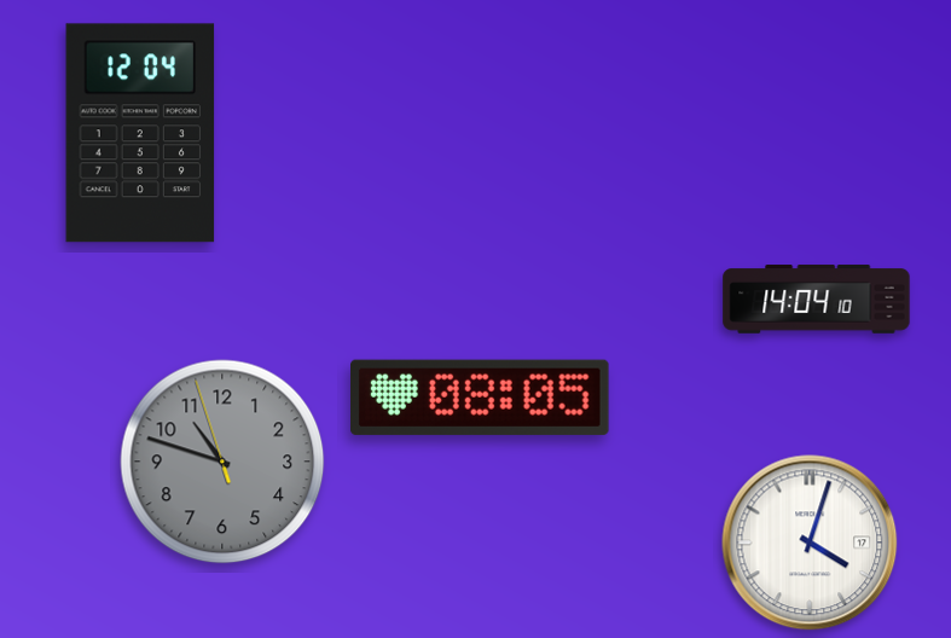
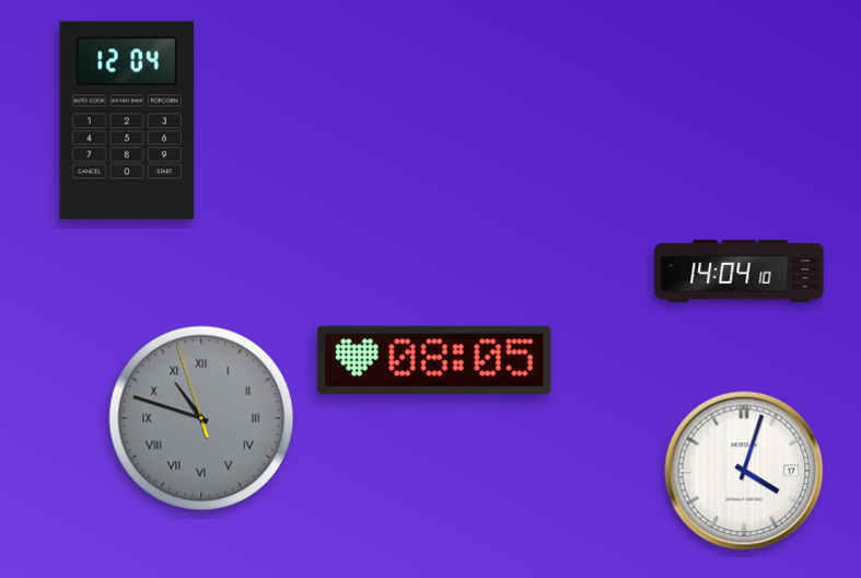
clock at (222, 462) numerals: Arabic -> Roman
clock at (810, 543) position: (810, 543) -> (744, 471)
